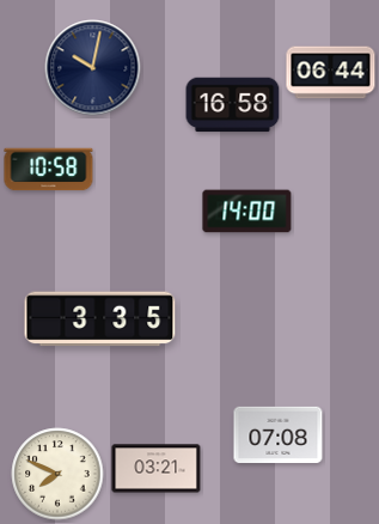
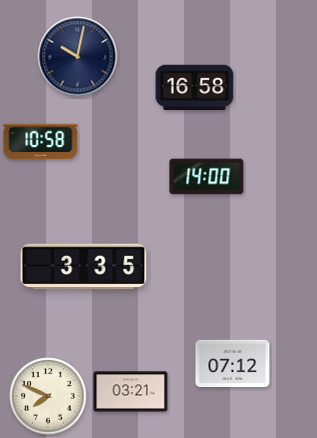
clock at (331, 73): 06:44 -> none
clock at (279, 435): 07:08 -> 07:12
